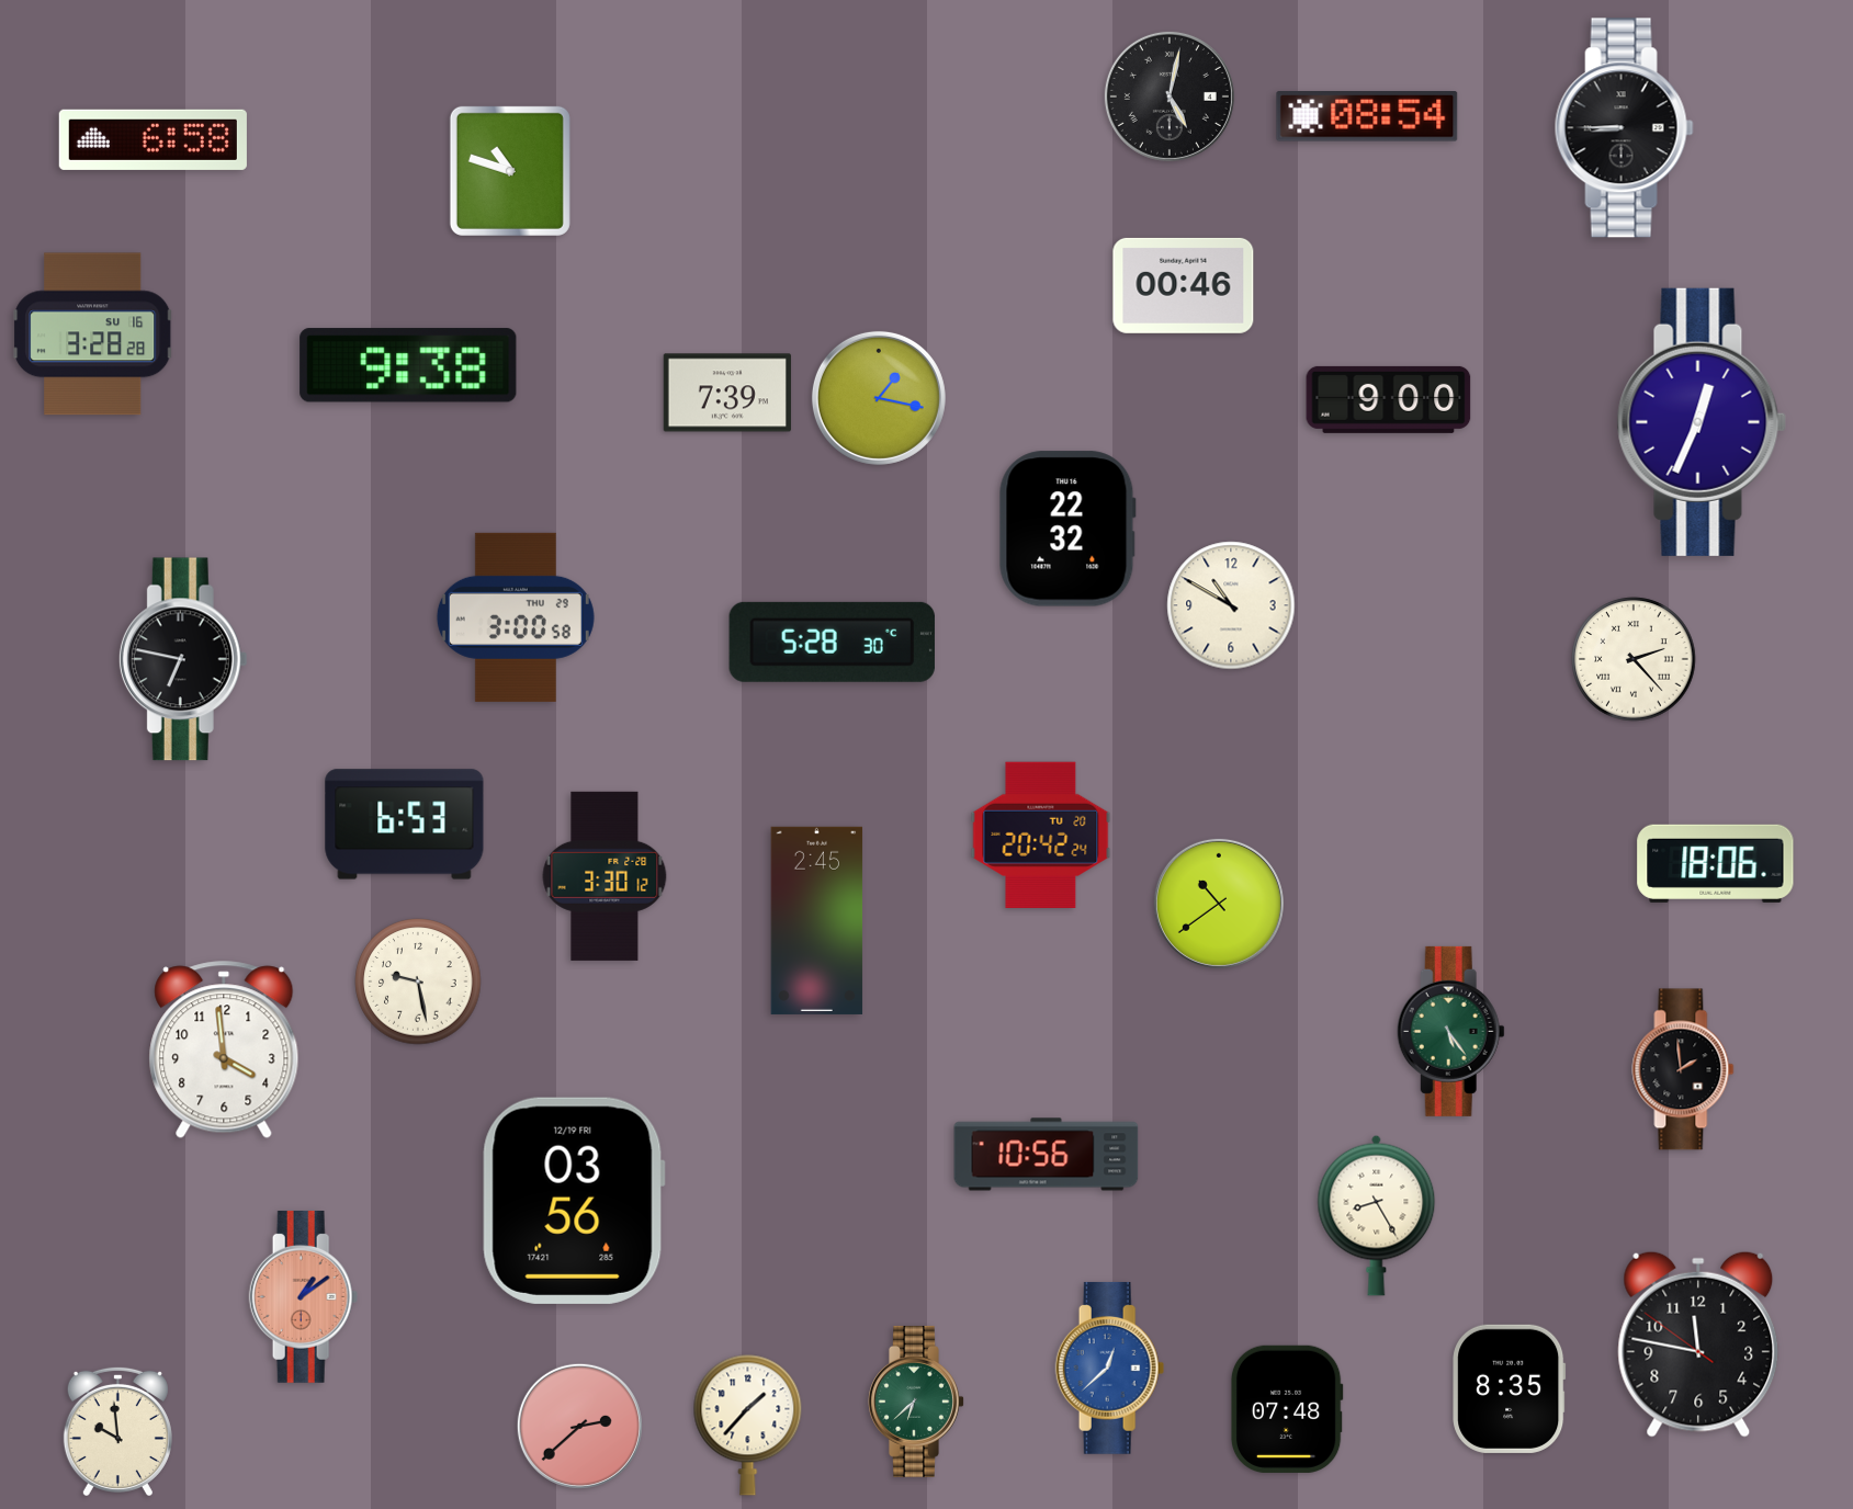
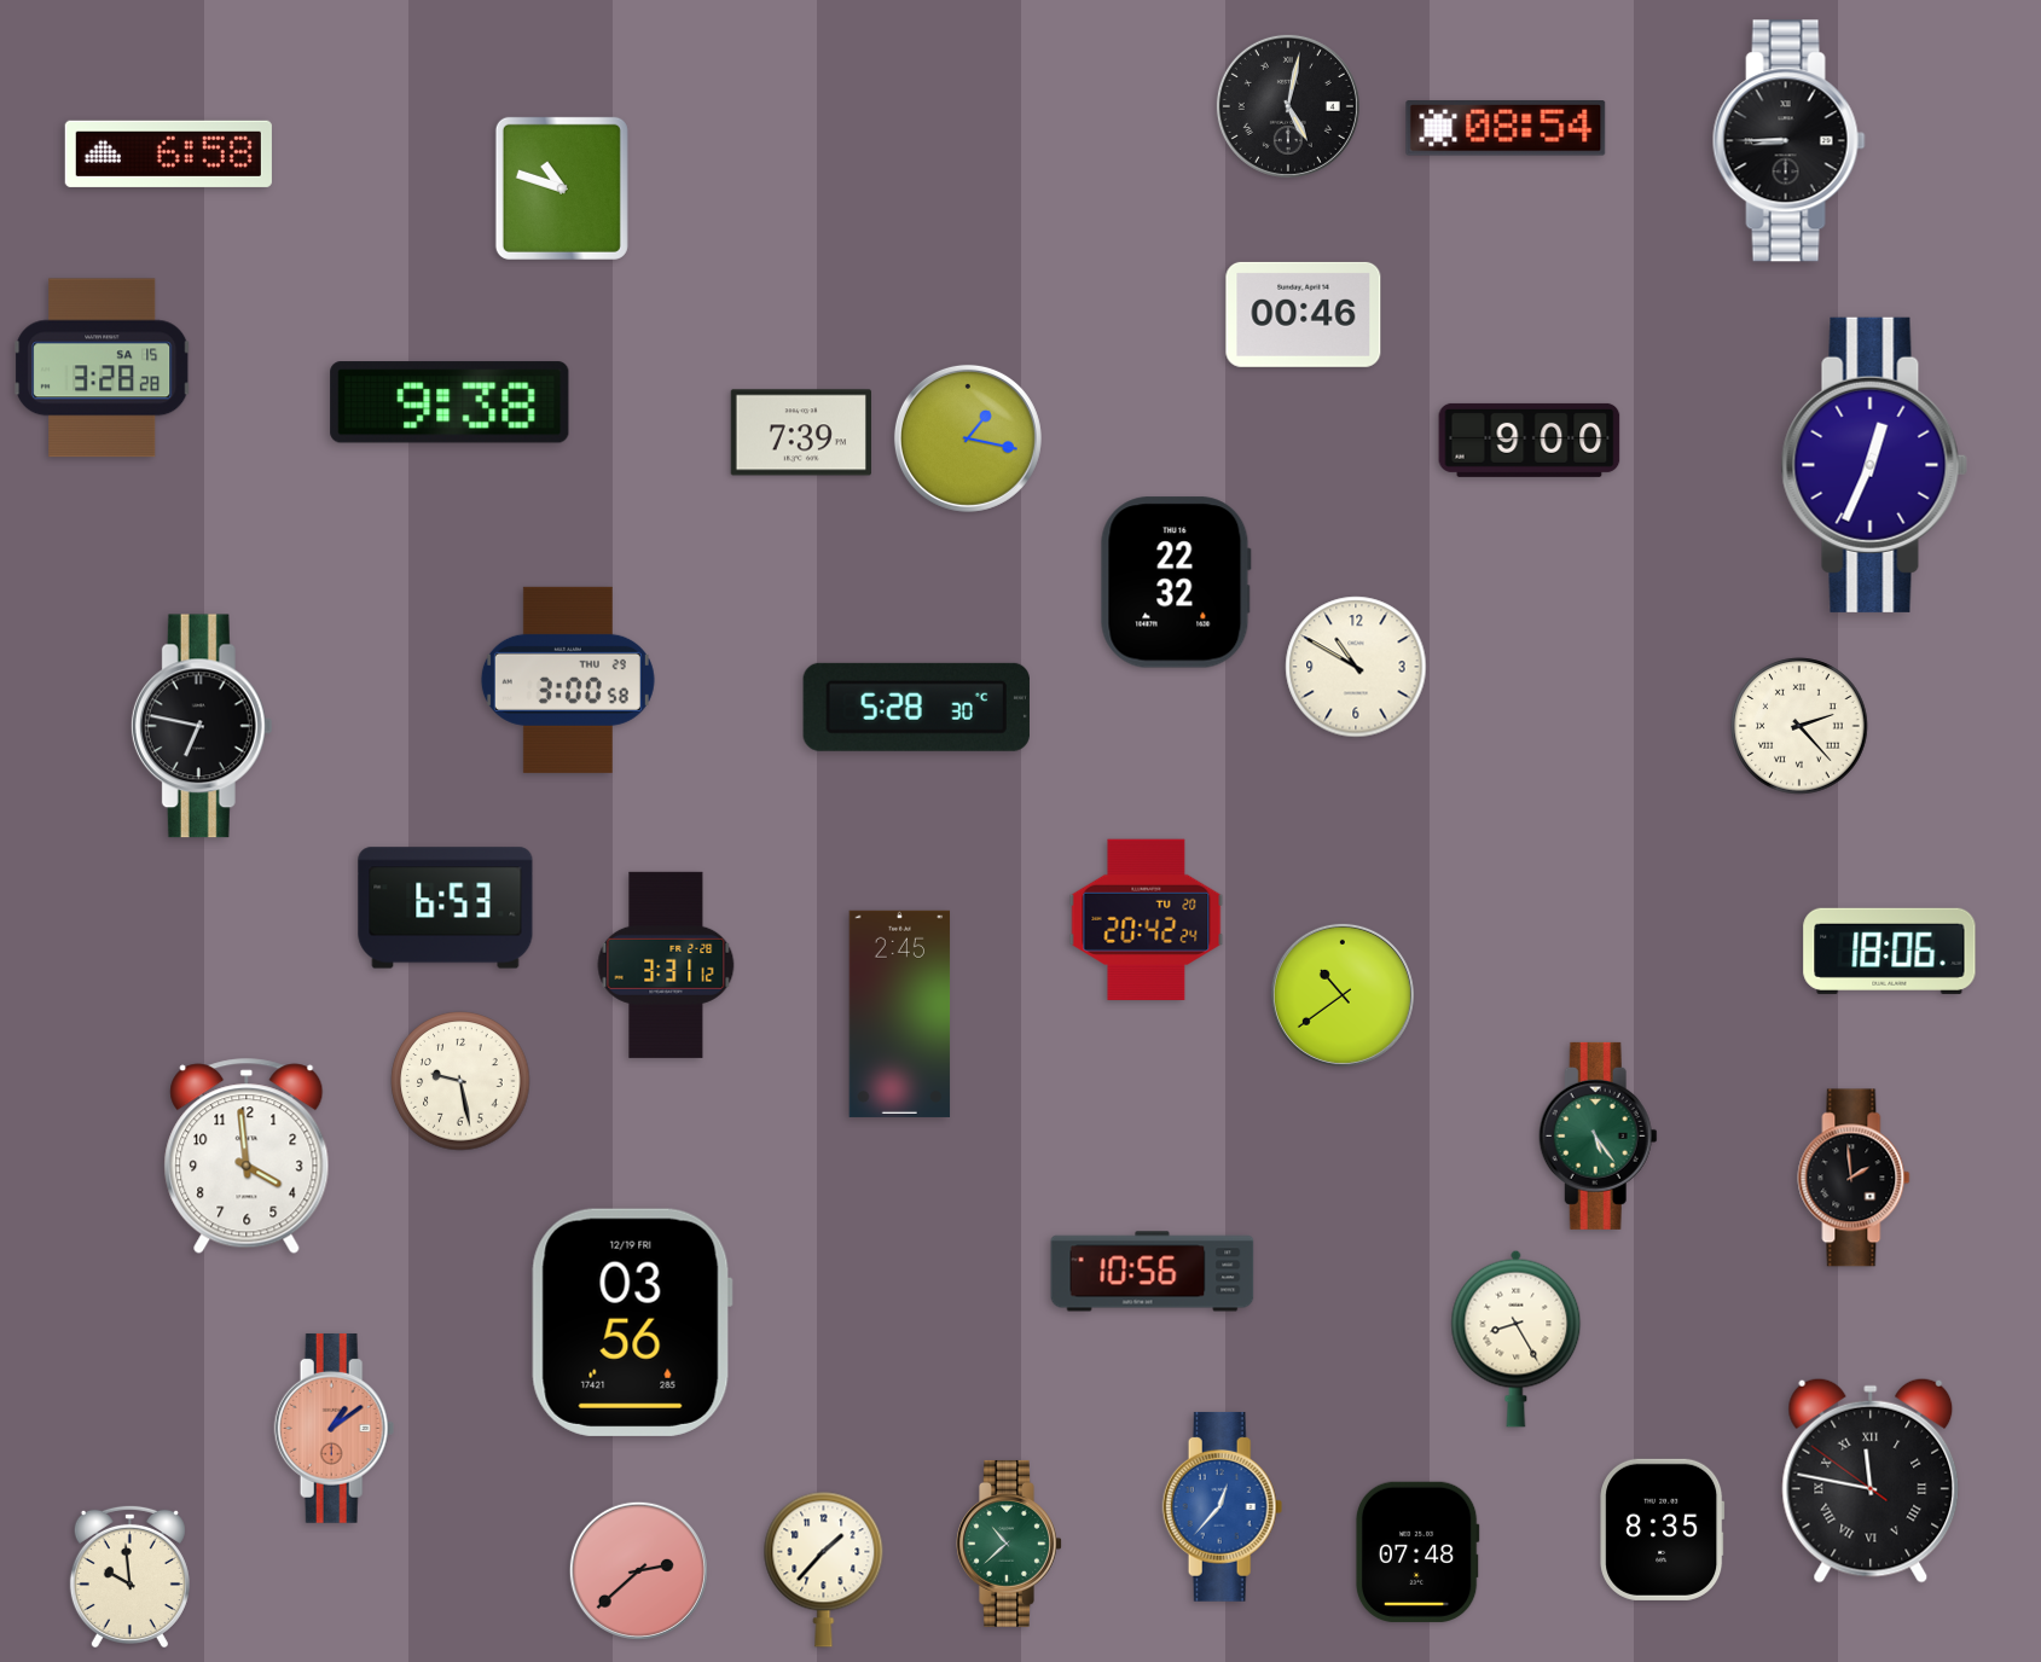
clock at (93, 334) date: SU 16 -> SA 15
clock at (605, 876): 3:30 -> 3:31
clock at (1698, 1345) numerals: Arabic -> Roman
clock at (1110, 1368): 12:38 -> 12:37
clock at (916, 1402): 6:38 -> 10:38
